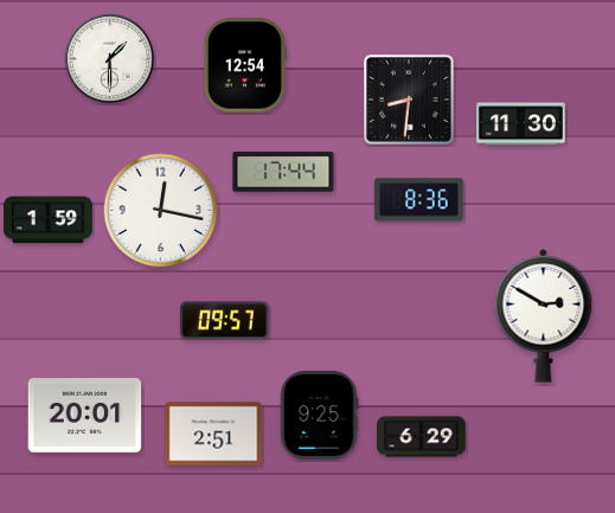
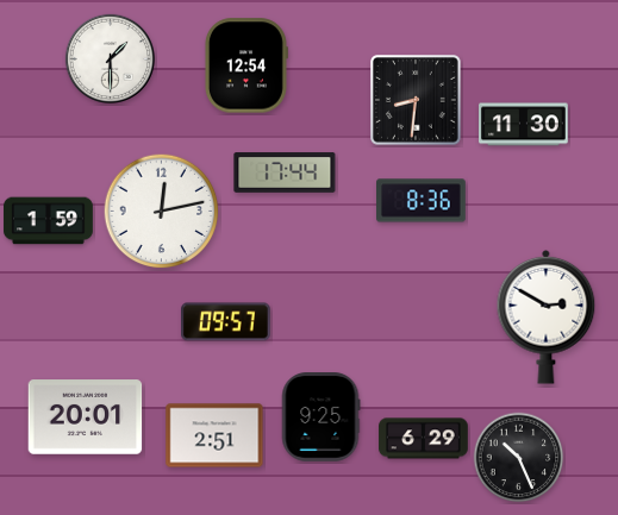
clock at (409, 100) position: (409, 100) -> (416, 100)
clock at (161, 211): 12:17 -> 12:13
clock at (519, 458): none -> 10:26
